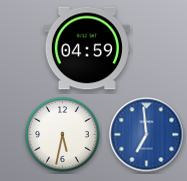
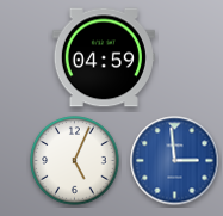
clock at (63, 135): 5:32 -> 5:04
clock at (147, 135): 6:59 -> 2:59
